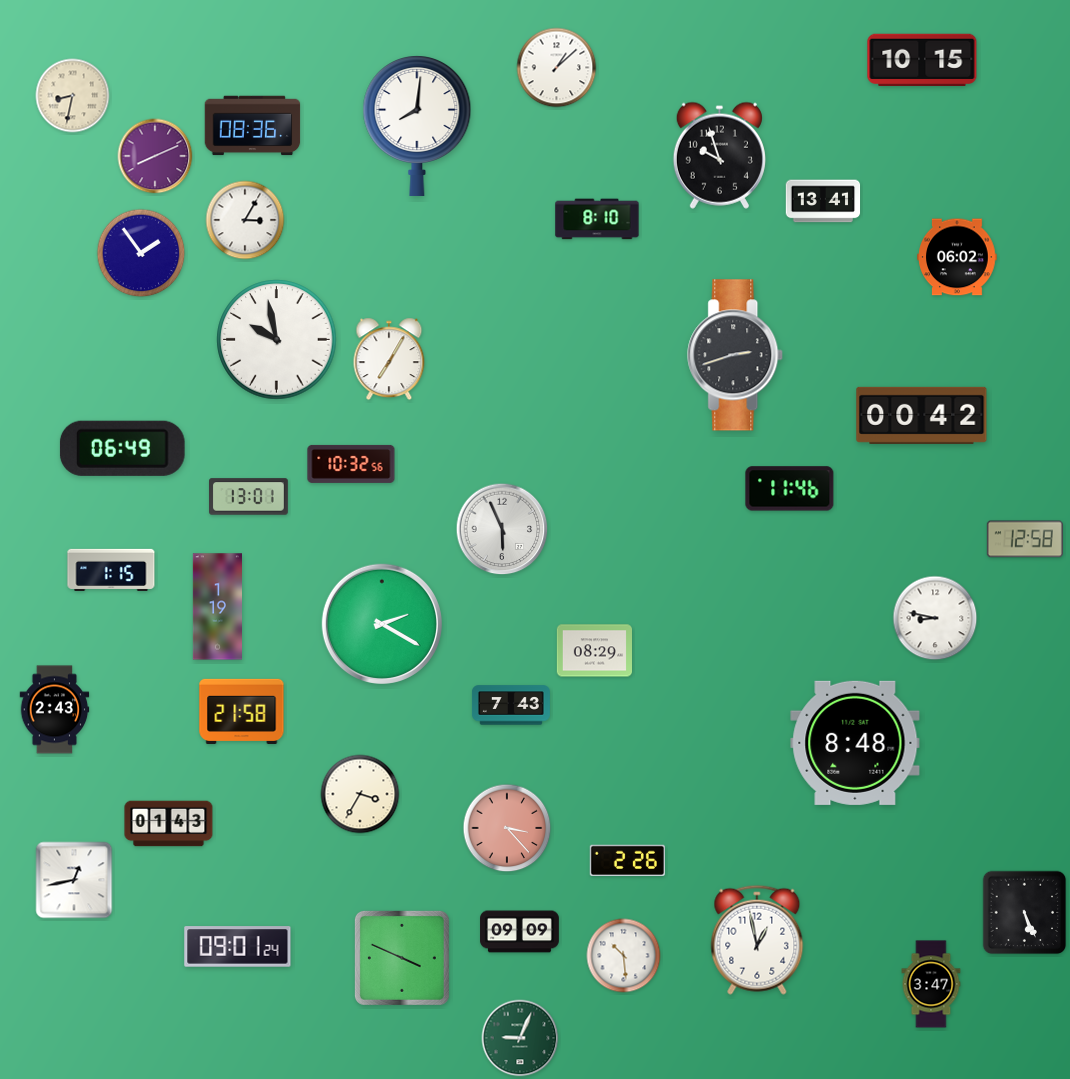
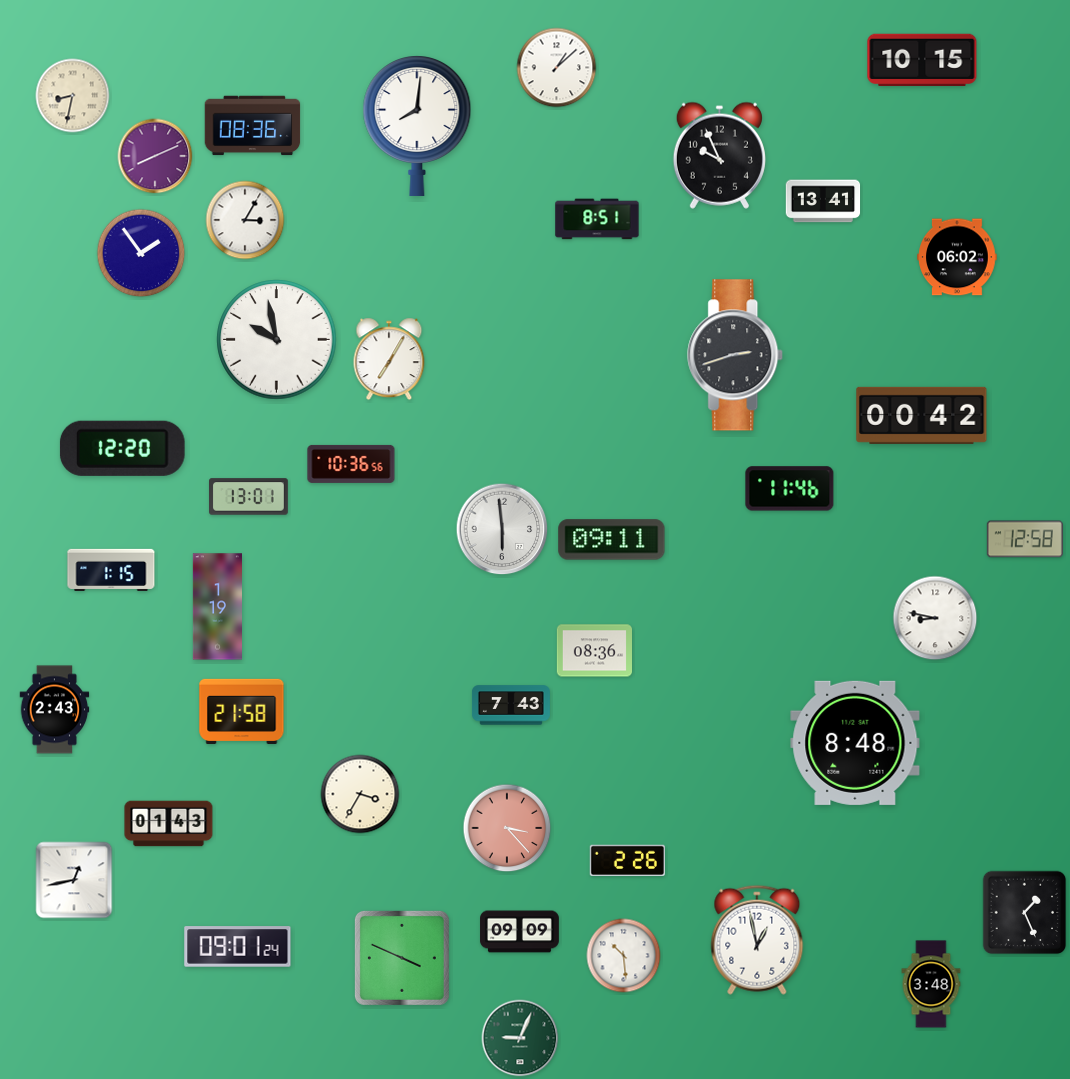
clock at (719, 155): 9:57 -> 9:56
clock at (597, 219): 8:10 -> 8:51
clock at (122, 448): 06:49 -> 12:20
clock at (351, 464): 10:32 -> 10:36
clock at (502, 529): 5:56 -> 5:59
clock at (612, 540): none -> 09:11
clock at (382, 624): 2:20 -> none
clock at (594, 651): 08:29 -> 08:36
clock at (1025, 913): 5:26 -> 1:26
clock at (931, 984): 3:47 -> 3:48
